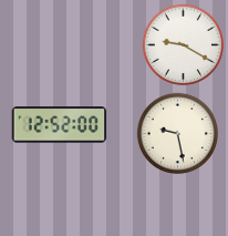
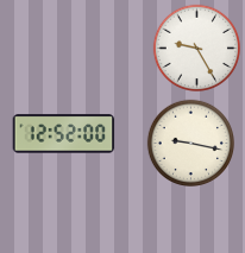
clock at (183, 44): 9:20 -> 9:25
clock at (177, 133): 9:28 -> 9:17
